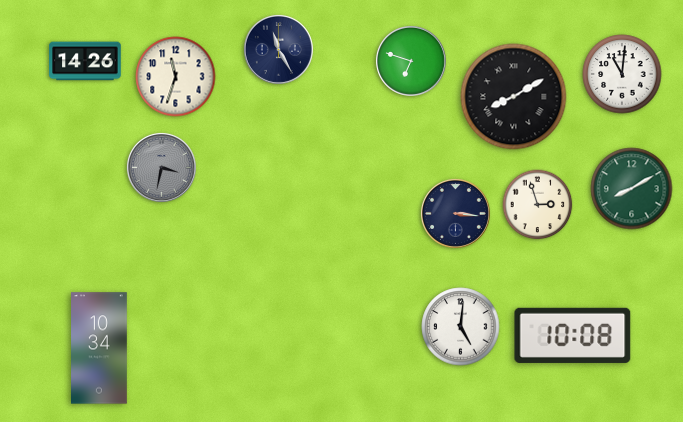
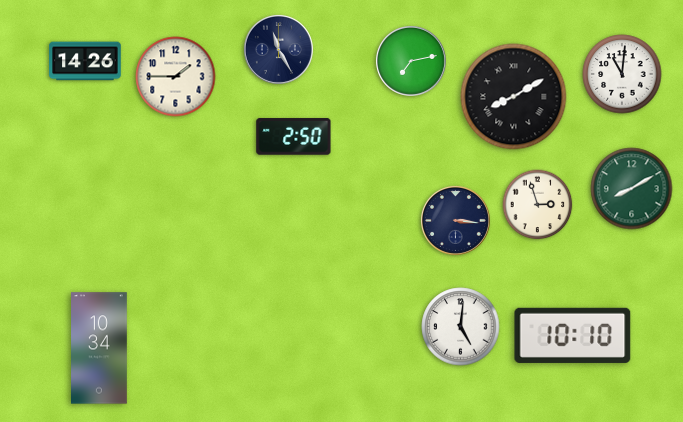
clock at (411, 61): 6:48 -> 7:13
clock at (176, 77): 11:33 -> 1:45
clock at (294, 137): none -> 2:50
clock at (161, 167): 3:32 -> none
clock at (455, 213) position: (455, 213) -> (455, 220)
clock at (573, 335): 10:08 -> 10:10
